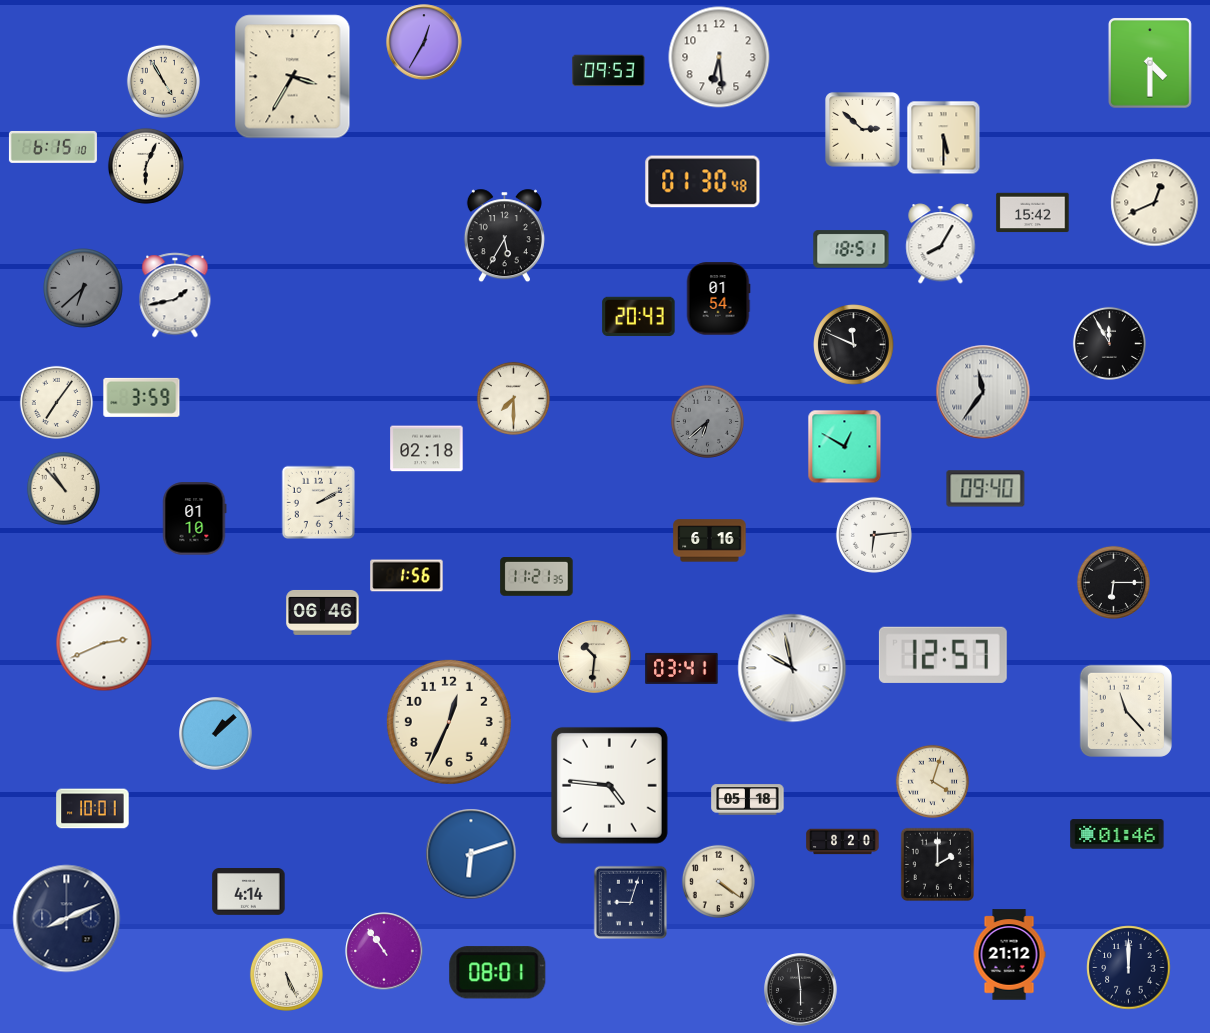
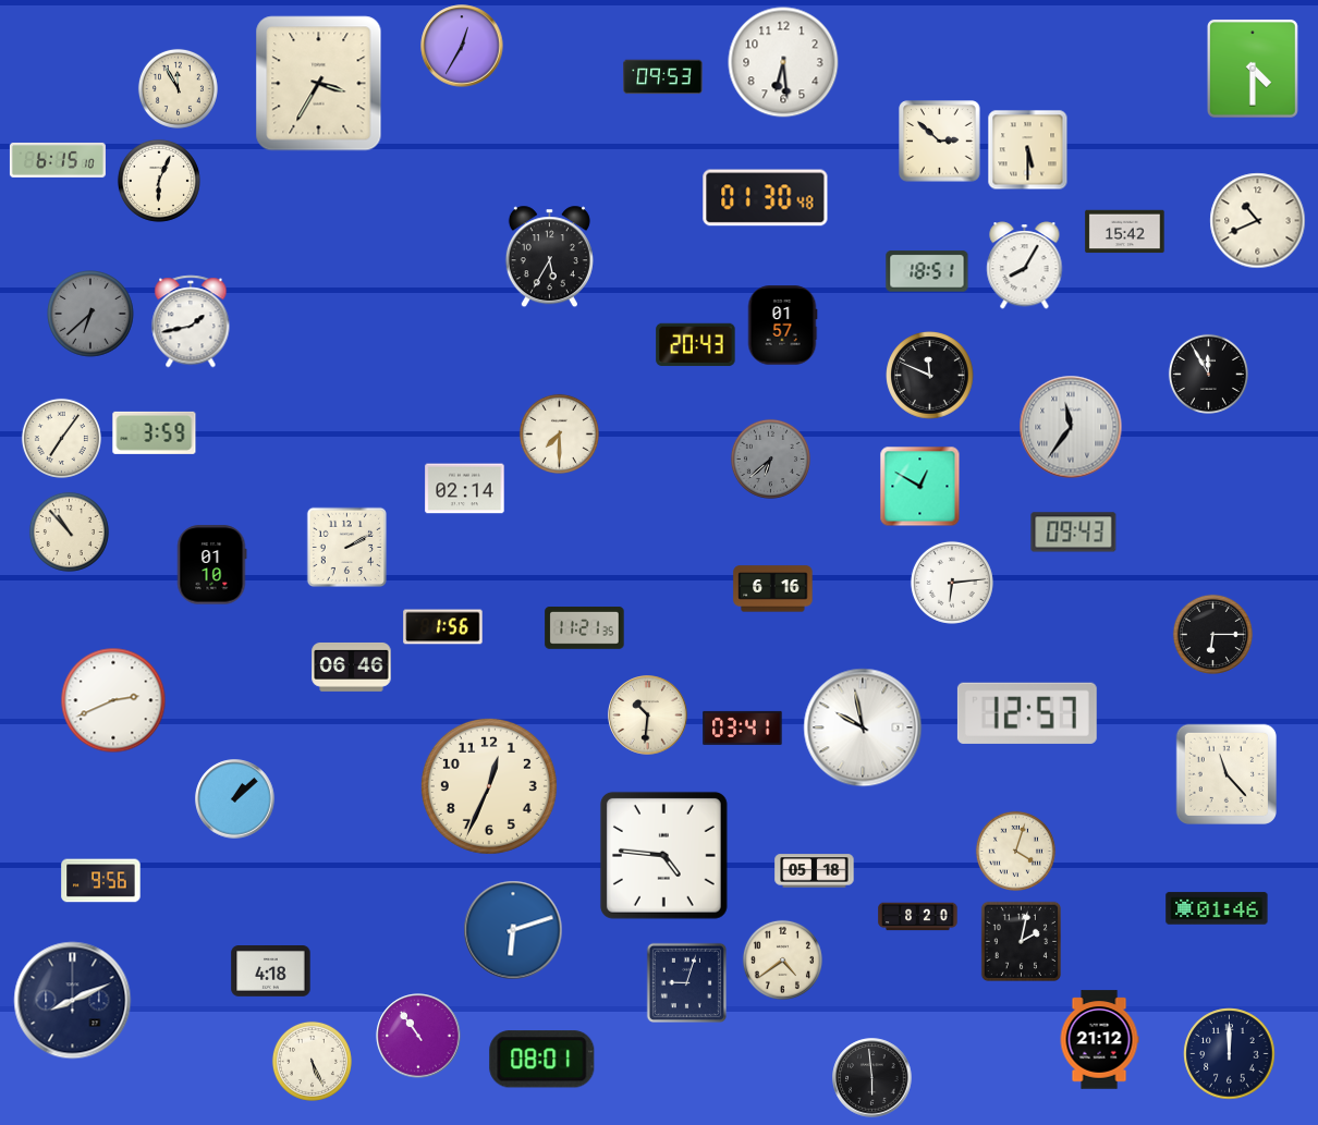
clock at (163, 81): 4:55 -> 11:55
clock at (1155, 203): 12:41 -> 10:41
clock at (718, 299): 01:54 -> 01:57
clock at (427, 449): 02:18 -> 02:14
clock at (986, 489): 09:40 -> 09:43
clock at (93, 809): 10:01 -> 9:56
clock at (937, 864): 2:00 -> 2:02
clock at (718, 881): 4:21 -> 4:39
clock at (249, 892): 4:14 -> 4:18
